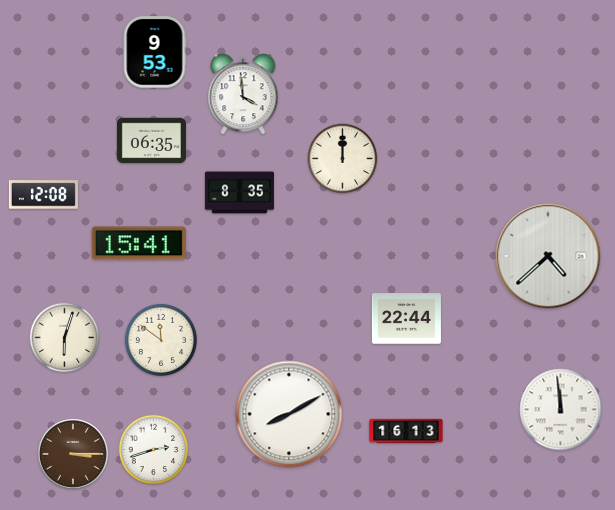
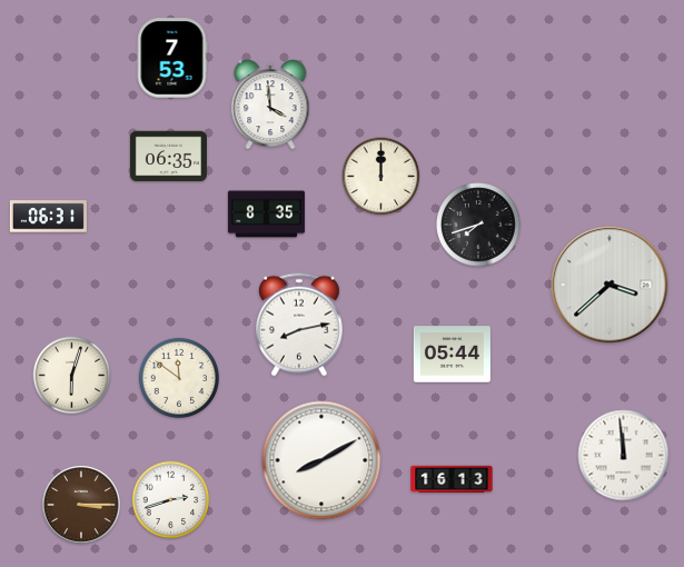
clock at (155, 52): 9:53 -> 7:53
clock at (43, 195): 12:08 -> 06:31
clock at (478, 225): none -> 7:42
clock at (139, 243): 15:41 -> none
clock at (548, 256): 4:38 -> 3:38
clock at (300, 325): none -> 8:13
clock at (406, 319): 22:44 -> 05:44
